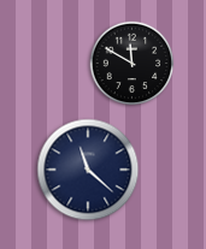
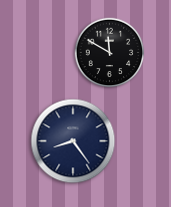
clock at (88, 170): 11:22 -> 8:24
